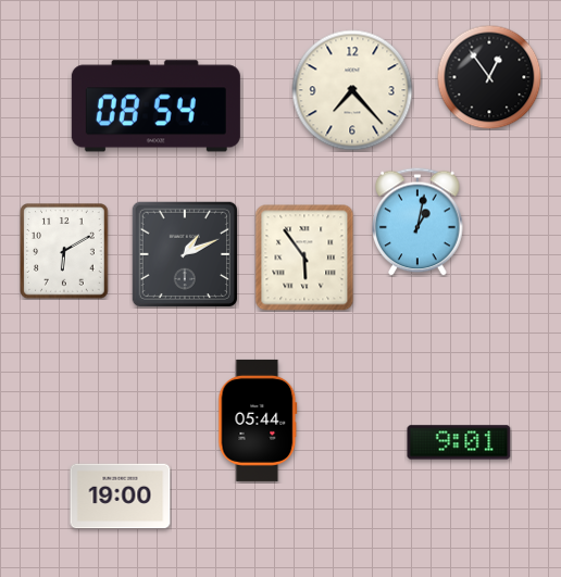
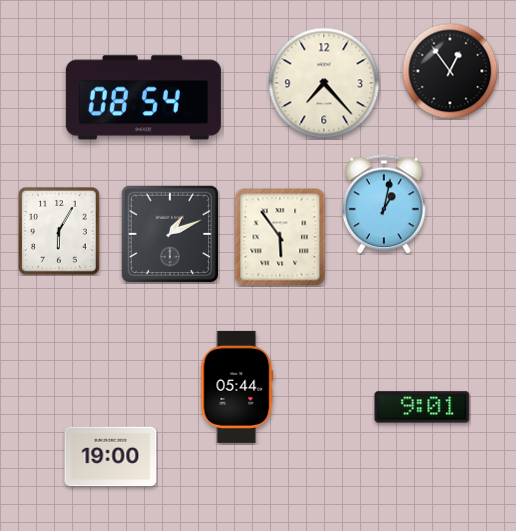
clock at (65, 251): 6:10 -> 6:05
